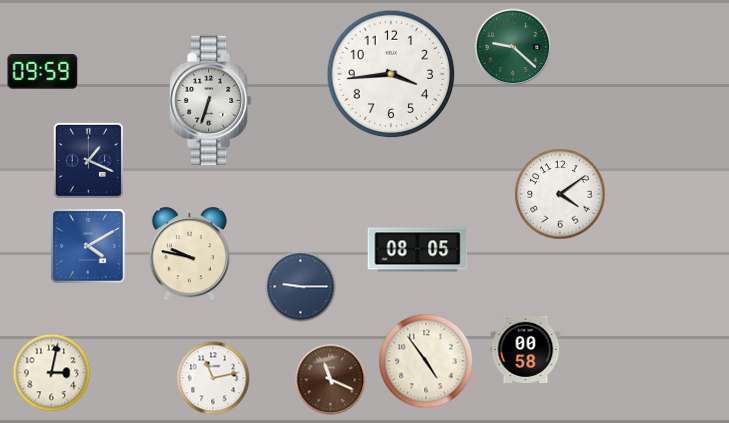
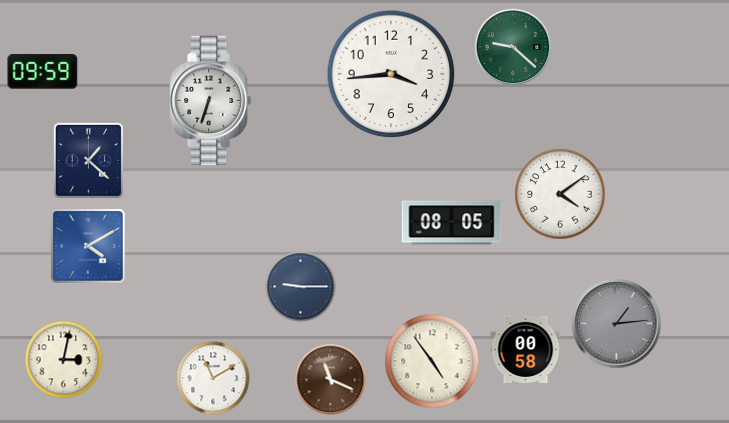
clock at (88, 160): 1:19 -> 1:22
clock at (418, 250) position: (418, 250) -> (452, 223)
clock at (189, 254): 9:47 -> none
clock at (617, 324): none -> 1:14
clock at (426, 361) position: (426, 361) -> (432, 361)
clock at (52, 373) position: (52, 373) -> (64, 360)
clock at (213, 378): 11:13 -> 11:10
